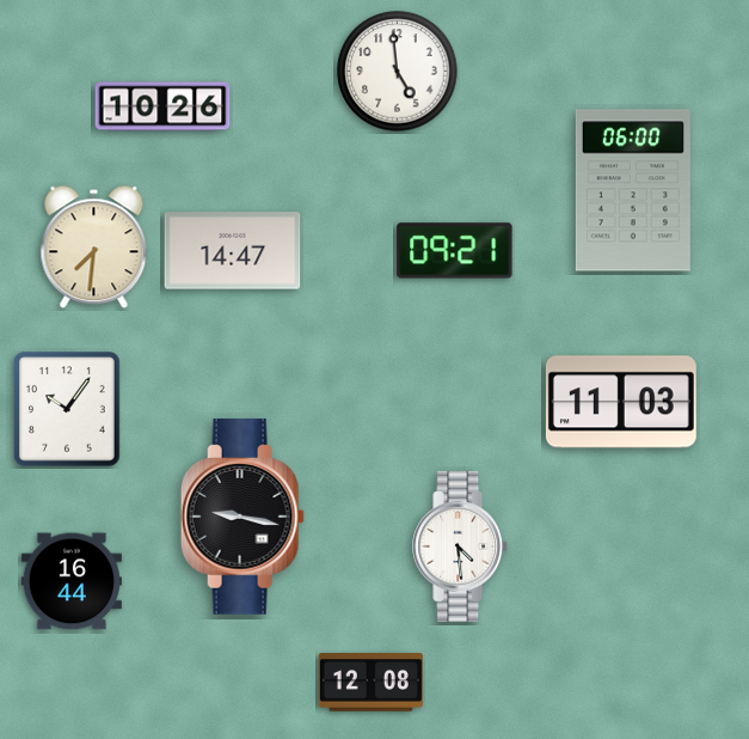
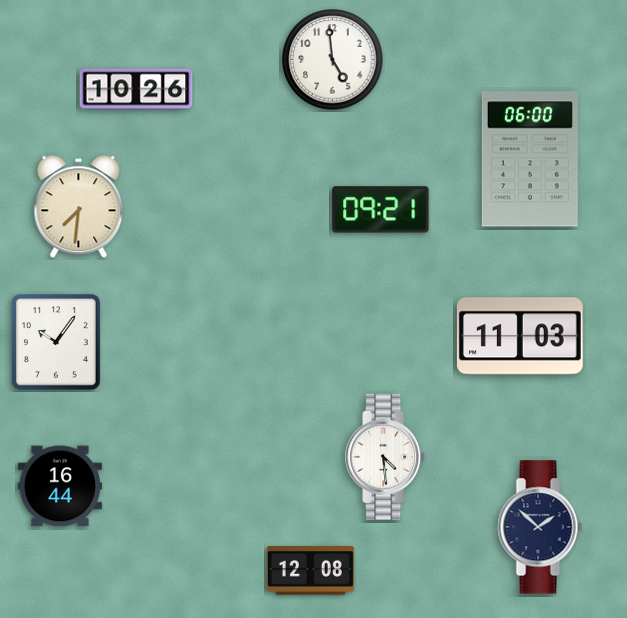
clock at (233, 251): 14:47 -> none
clock at (242, 517): 9:17 -> none
clock at (540, 527): none -> 1:52
